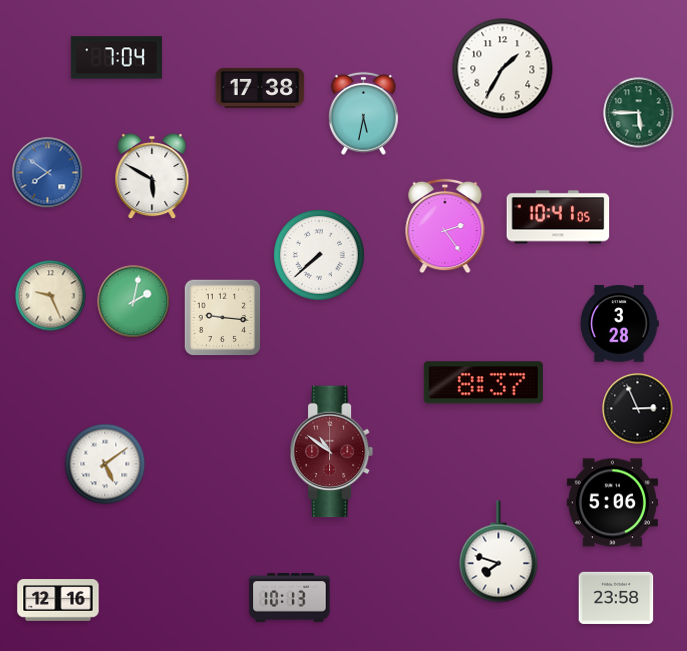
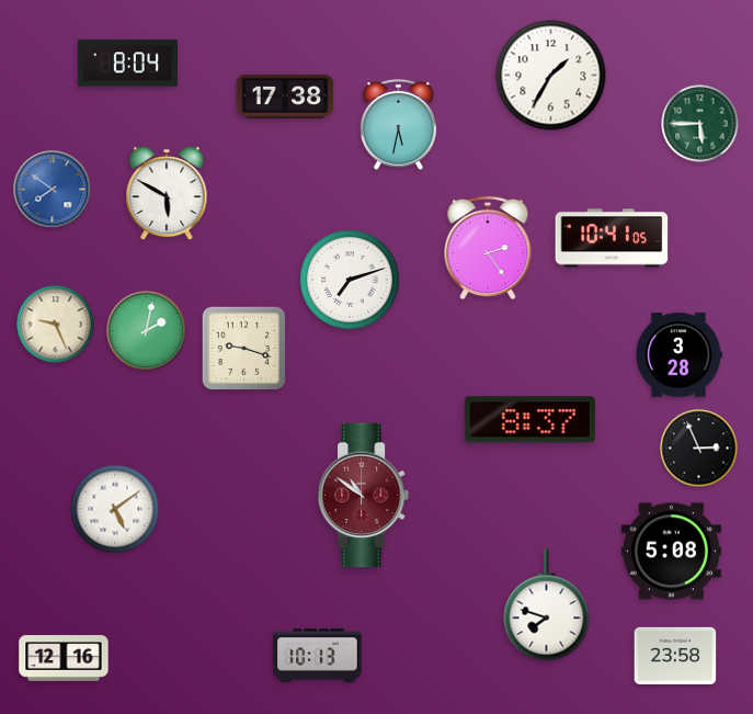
clock at (116, 58): 7:04 -> 8:04
clock at (320, 256): 7:38 -> 7:12
clock at (223, 318): 9:16 -> 9:18
clock at (612, 503): 5:06 -> 5:08
